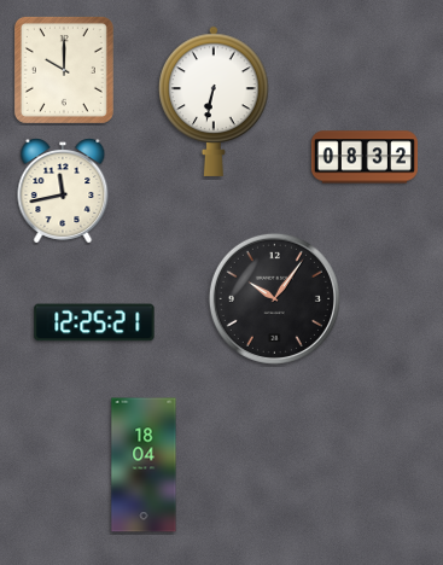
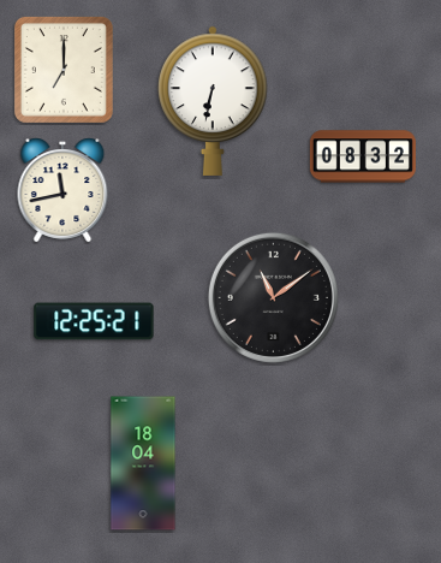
clock at (64, 70): 10:00 -> 7:00
clock at (274, 298): 10:06 -> 11:09
